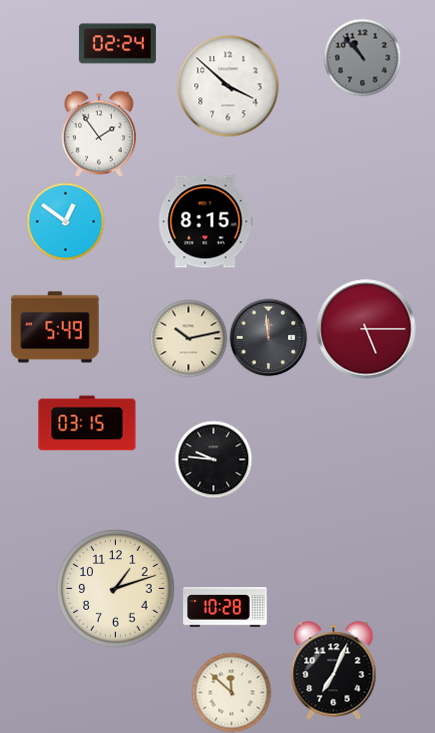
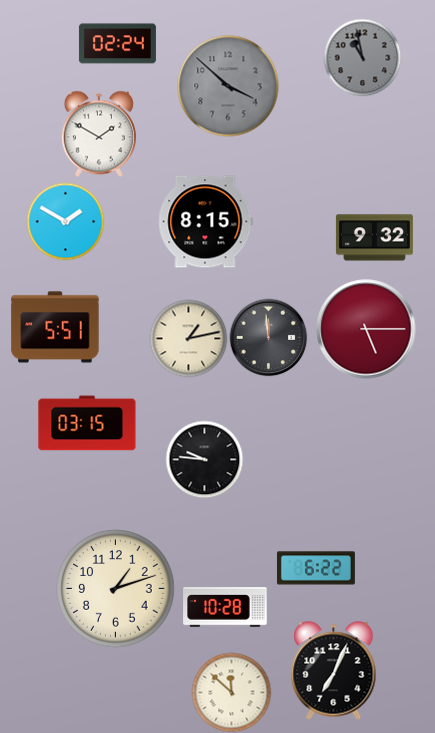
clock at (362, 57): 10:53 -> 10:58
clock at (228, 86) dial: white -> grey
clock at (99, 134): 1:54 -> 1:50
clock at (65, 221): 12:51 -> 1:50
clock at (374, 238): none -> 9:32
clock at (55, 327): 5:49 -> 5:51
clock at (188, 338): 10:13 -> 1:13
clock at (213, 459) position: (213, 459) -> (204, 459)
clock at (316, 568): none -> 6:22
